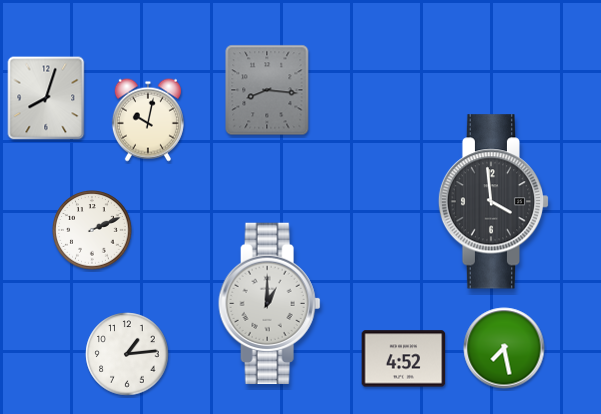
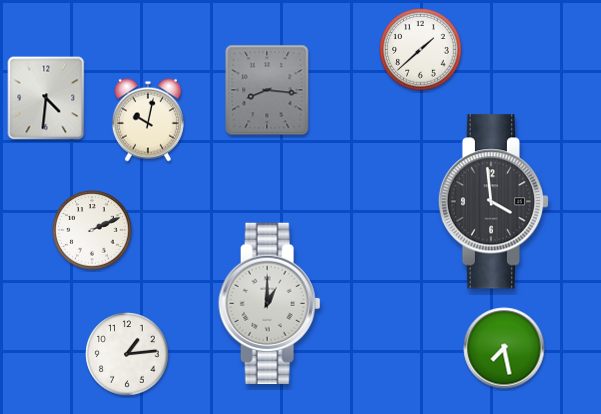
clock at (421, 50): none -> 1:38
clock at (46, 98): 8:03 -> 4:31
clock at (404, 359): 4:52 -> none
